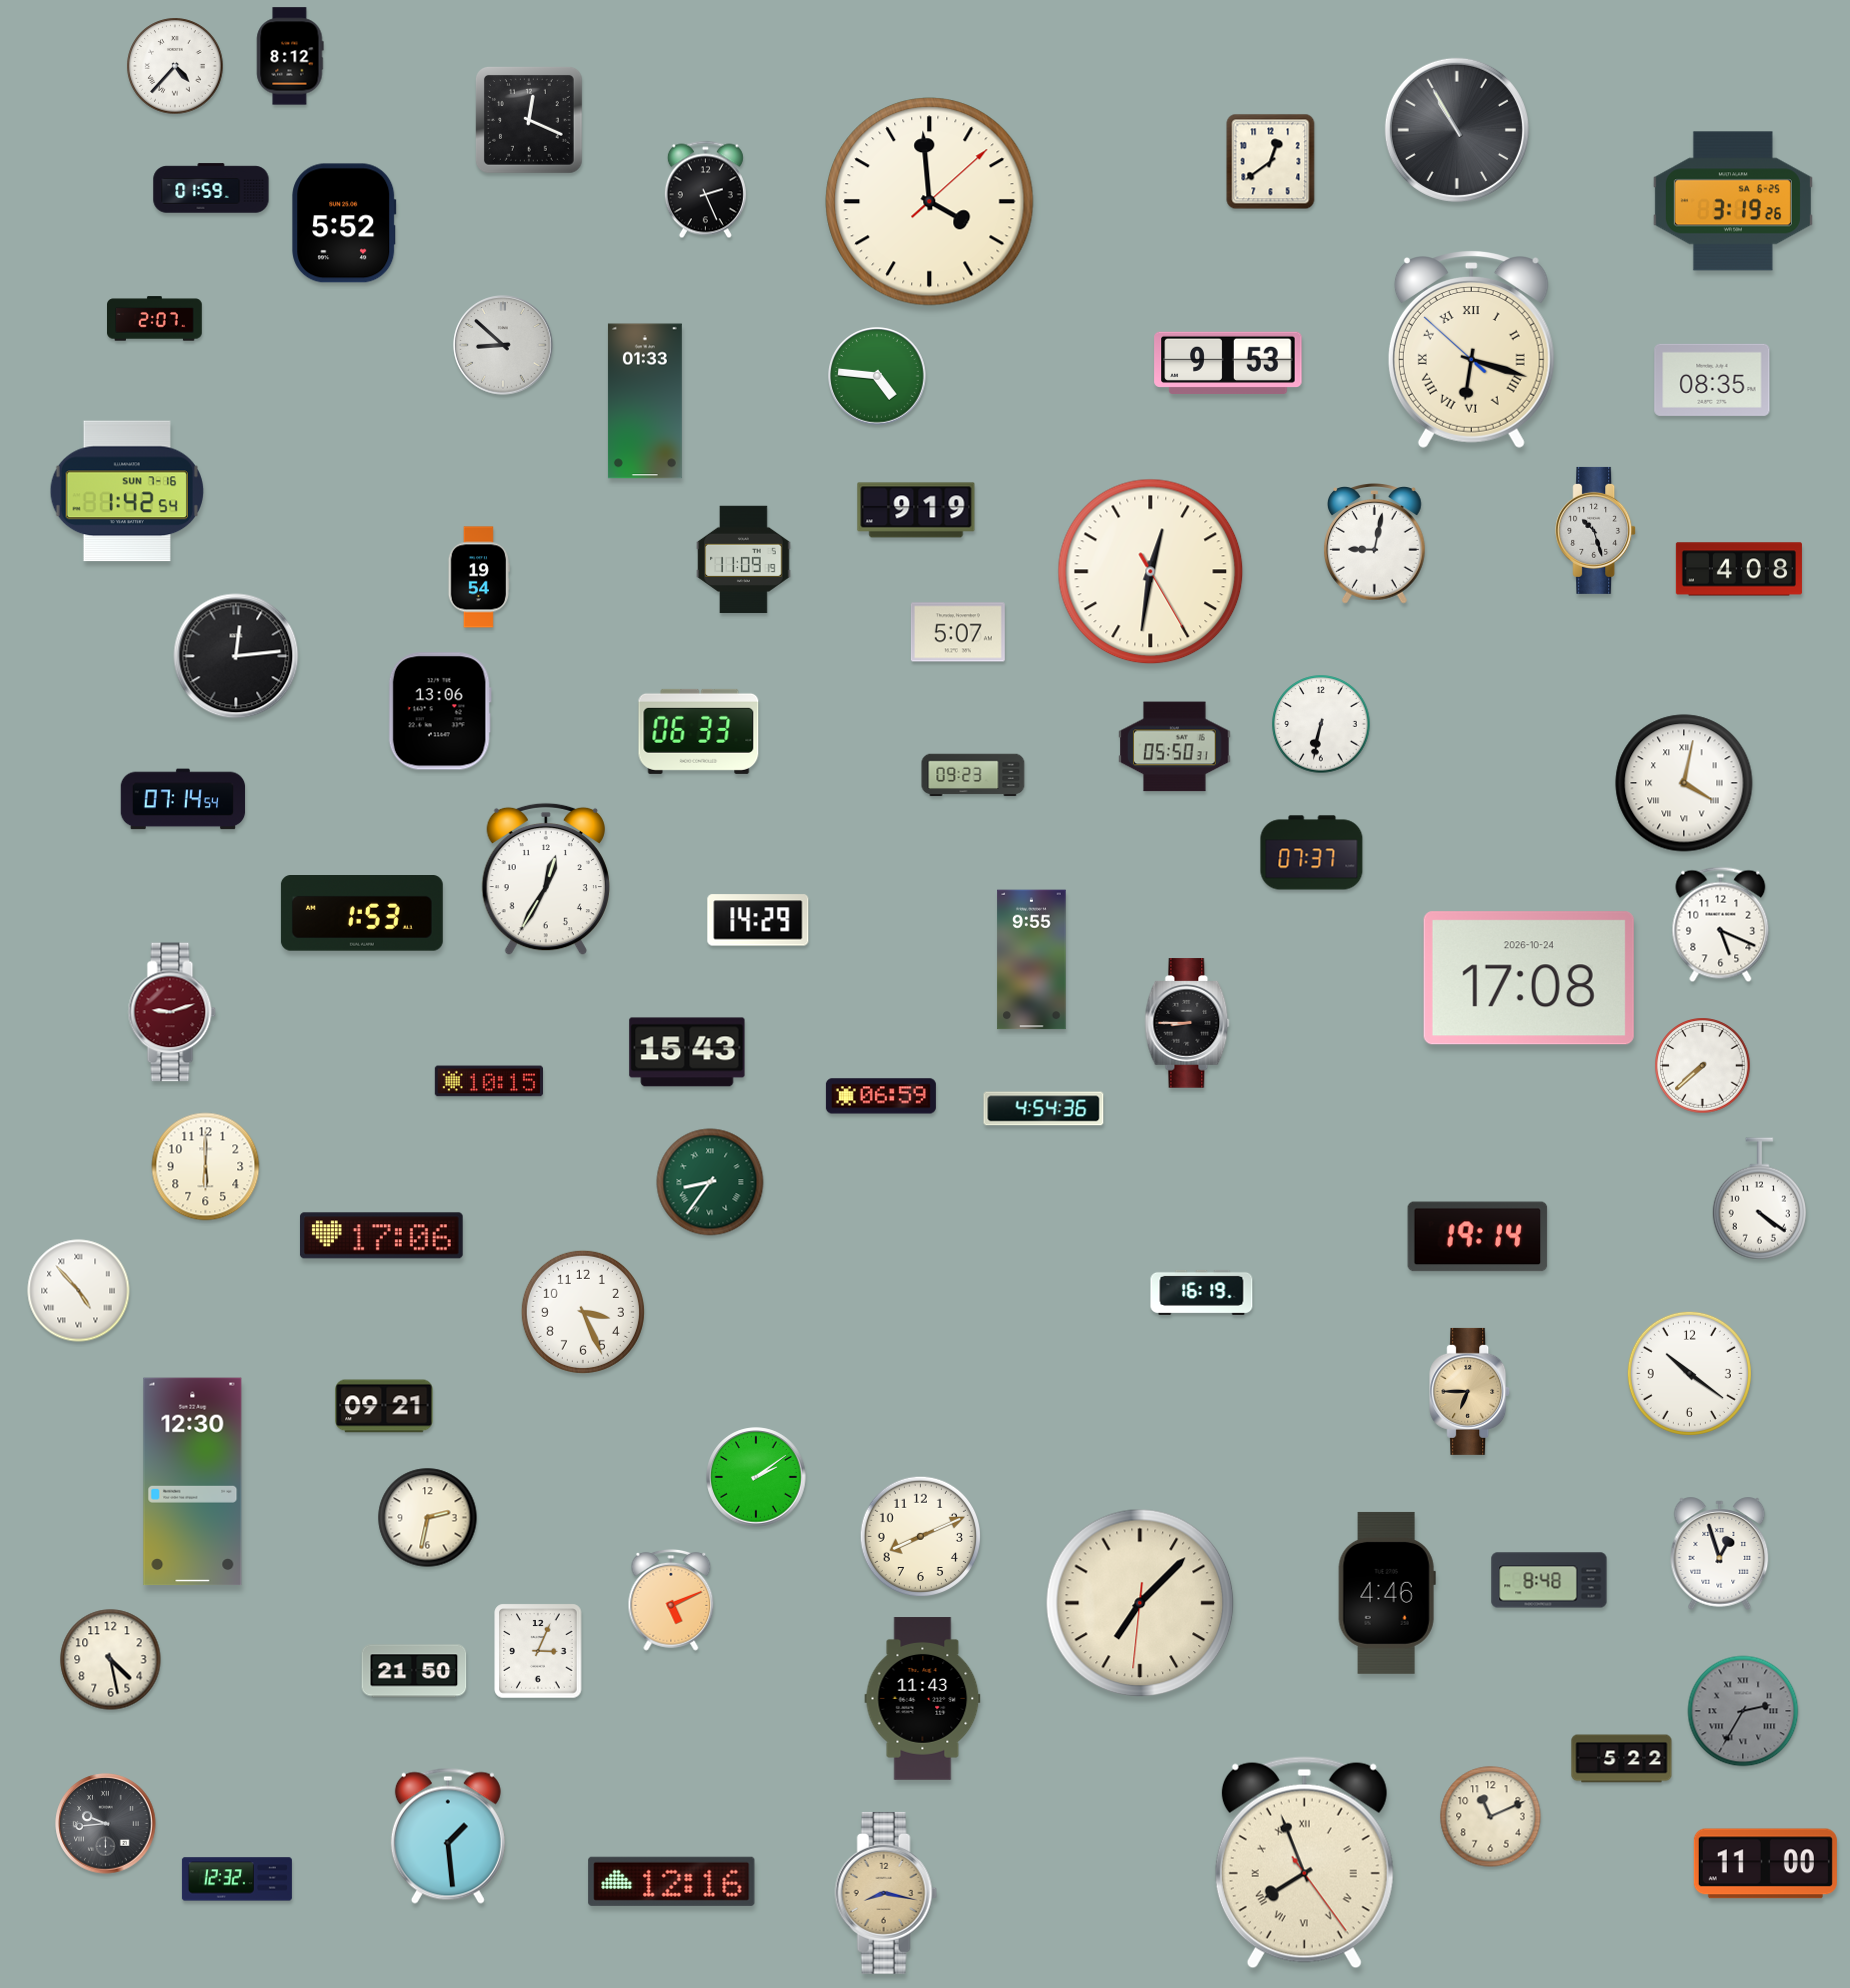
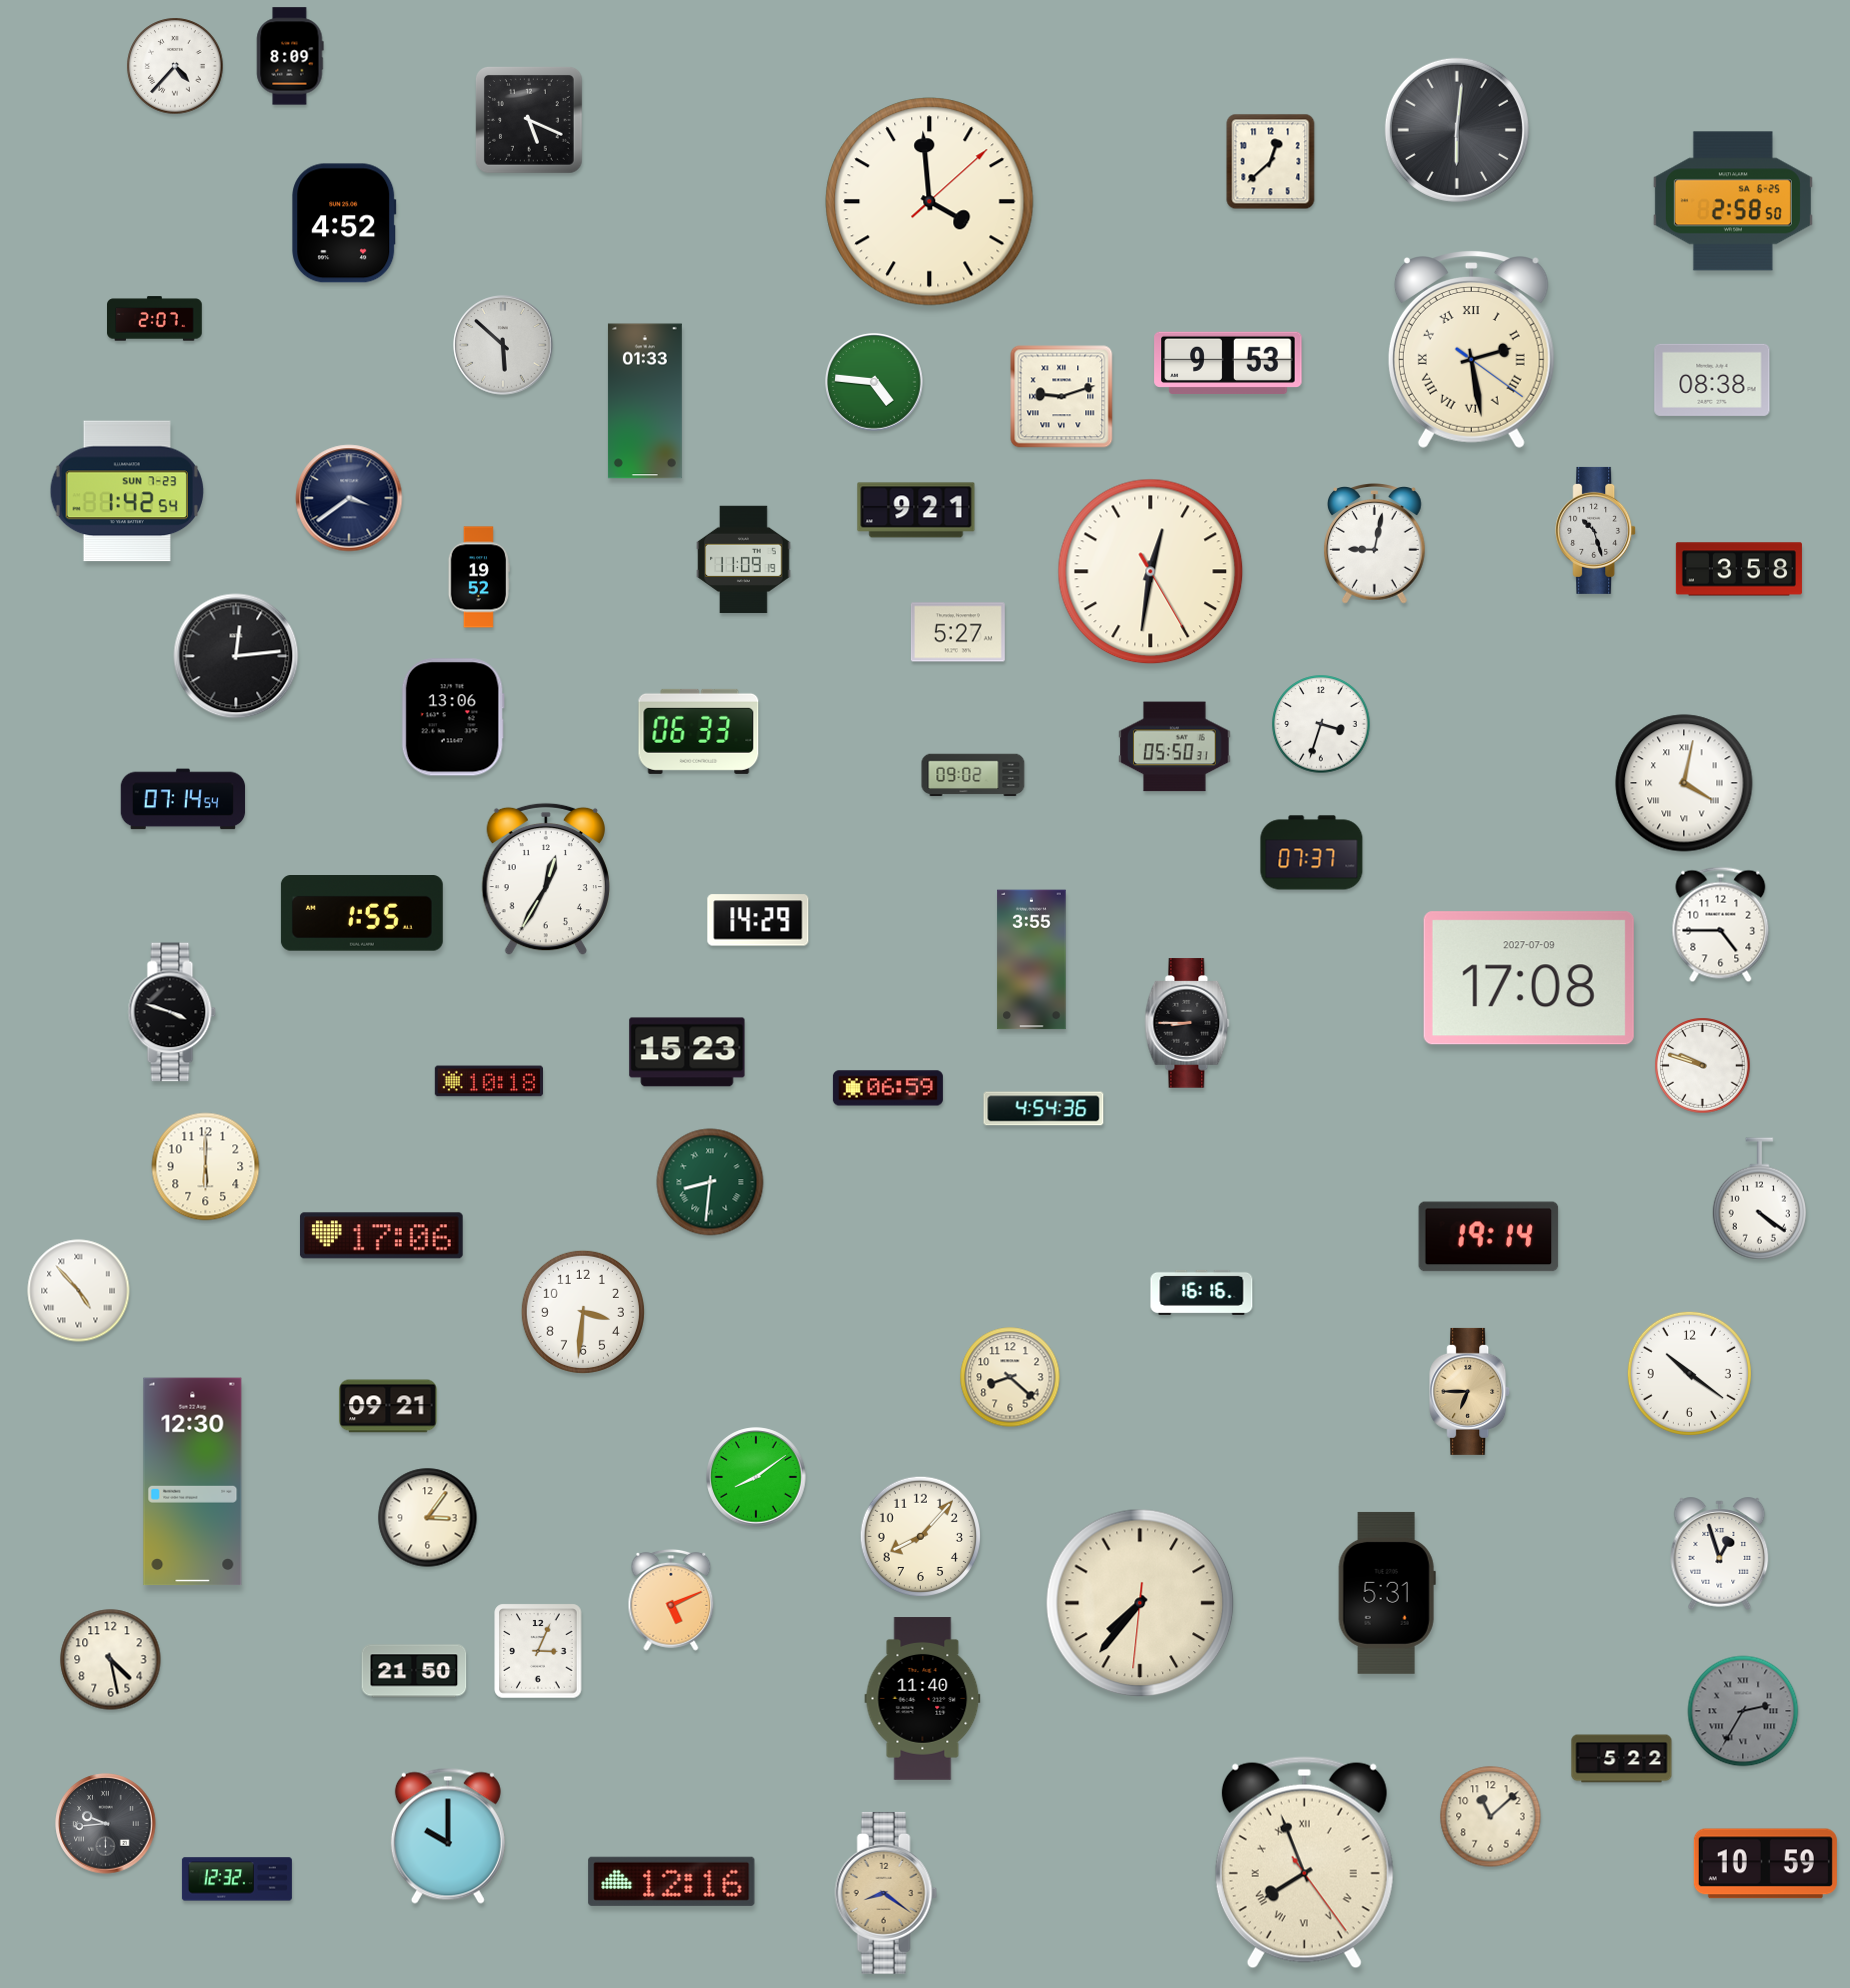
clock at (290, 56): 8:12 -> 8:09
clock at (530, 121): 12:19 -> 5:19
clock at (1457, 130): 10:55 -> 6:01
clock at (1271, 162): 12:39 -> 12:38
clock at (211, 188): 01:59 -> none
clock at (705, 190): 2:26 -> none
clock at (1733, 201): 3:19 -> 2:58
clock at (344, 223): 5:52 -> 4:52
clock at (503, 345): 8:52 -> 5:52
clock at (1471, 349): 6:17 -> 2:28
clock at (877, 376) position: (877, 376) -> (874, 382)
clock at (1712, 380): 08:35 -> 08:38
clock at (1062, 397): none -> 9:12
clock at (127, 491) date: SUN 7-16 -> SUN 7-23
clock at (349, 498): none -> 3:39
clock at (916, 510): 9:19 -> 9:21
clock at (1739, 569): 4:08 -> 3:58
clock at (479, 577): 19:54 -> 19:52
clock at (958, 632): 5:07 -> 5:27
clock at (440, 711) position: (440, 711) -> (453, 717)
clock at (1321, 724): 6:32 -> 3:33
clock at (973, 775): 09:23 -> 09:02
clock at (362, 914): 1:53 -> 1:55
clock at (1721, 925): 5:19 -> 4:45
clock at (1032, 960): 9:55 -> 3:55
clock at (1529, 978) date: 2026-10-24 -> 2027-07-09
clock at (172, 1012): 9:12 -> 3:48
clock at (172, 1012) dial: burgundy -> black
clock at (687, 1052): 15:43 -> 15:23
clock at (1703, 1066): 7:38 -> 9:48
clock at (488, 1081): 10:15 -> 10:18
clock at (881, 1096) position: (881, 1096) -> (888, 1088)
clock at (710, 1182): 8:36 -> 8:31
clock at (1478, 1237) position: (1478, 1237) -> (1489, 1237)
clock at (1202, 1292): 16:19 -> 16:16
clock at (583, 1312): 3:26 -> 3:31
clock at (1010, 1377): none -> 8:22
clock at (384, 1406) position: (384, 1406) -> (388, 1406)
clock at (756, 1477): 2:09 -> 8:09
clock at (428, 1518): 2:32 -> 3:06
clock at (920, 1536): 8:11 -> 8:07
clock at (1549, 1580): 8:48 -> none
clock at (1387, 1593): 4:46 -> 5:31
clock at (1140, 1603): 7:07 -> 7:36
clock at (923, 1699): 11:43 -> 11:40
clock at (1491, 1817): 11:11 -> 11:08
clock at (448, 1836): 1:29 -> 10:00
clock at (1765, 1864): 11:00 -> 10:59
clock at (886, 1893): 8:17 -> 8:21
